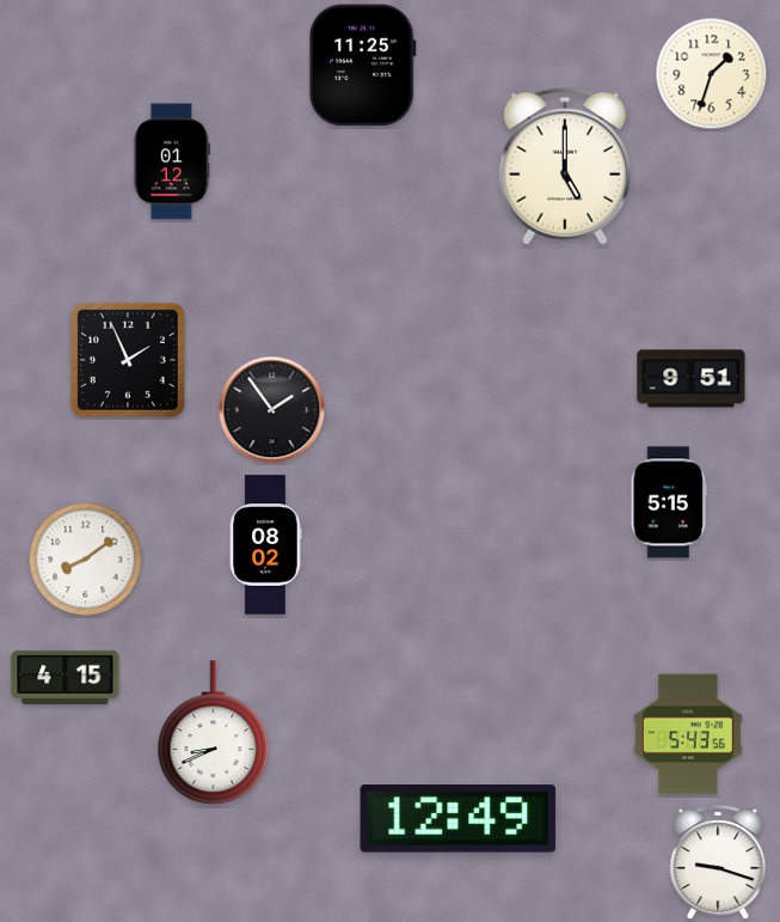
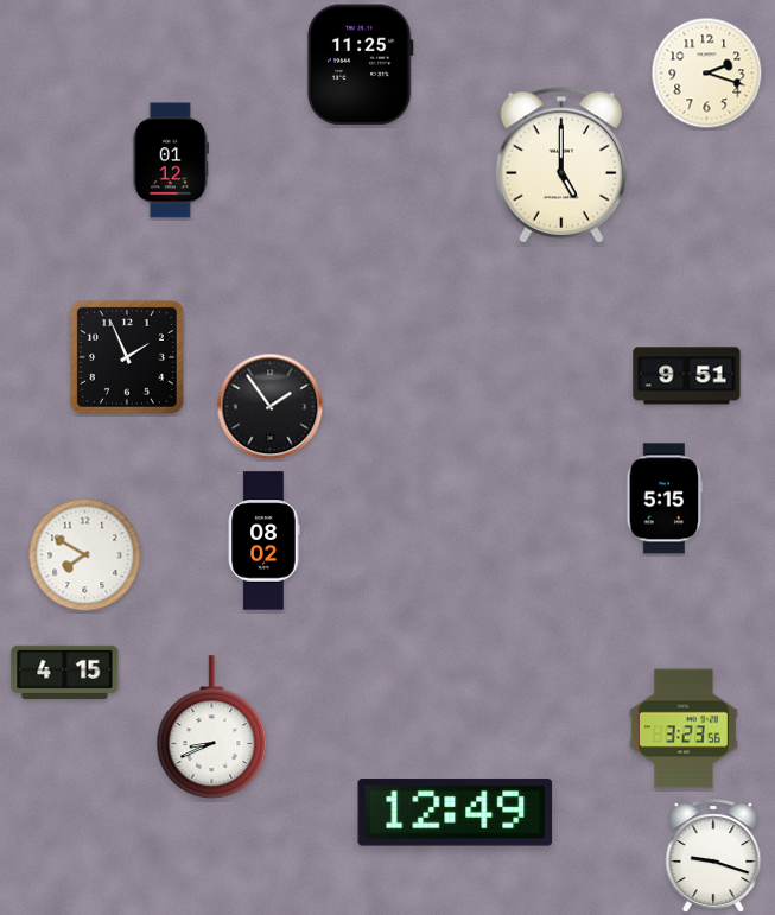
clock at (712, 74): 1:33 -> 2:18
clock at (86, 560): 8:09 -> 7:50
clock at (688, 734): 5:43 -> 3:23
